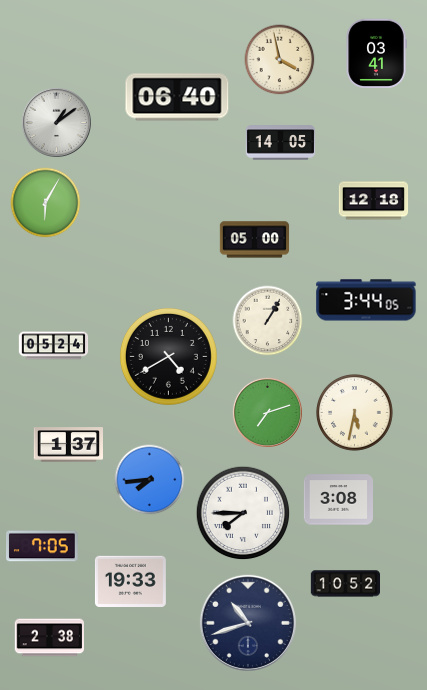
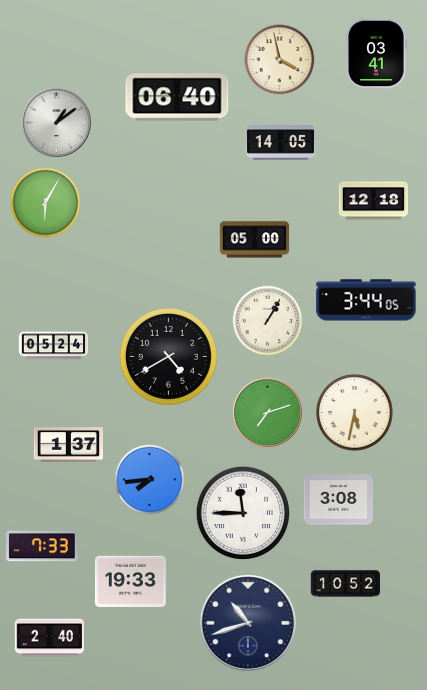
clock at (243, 513): 7:45 -> 11:45
clock at (43, 546): 7:05 -> 7:33
clock at (49, 638): 2:38 -> 2:40
